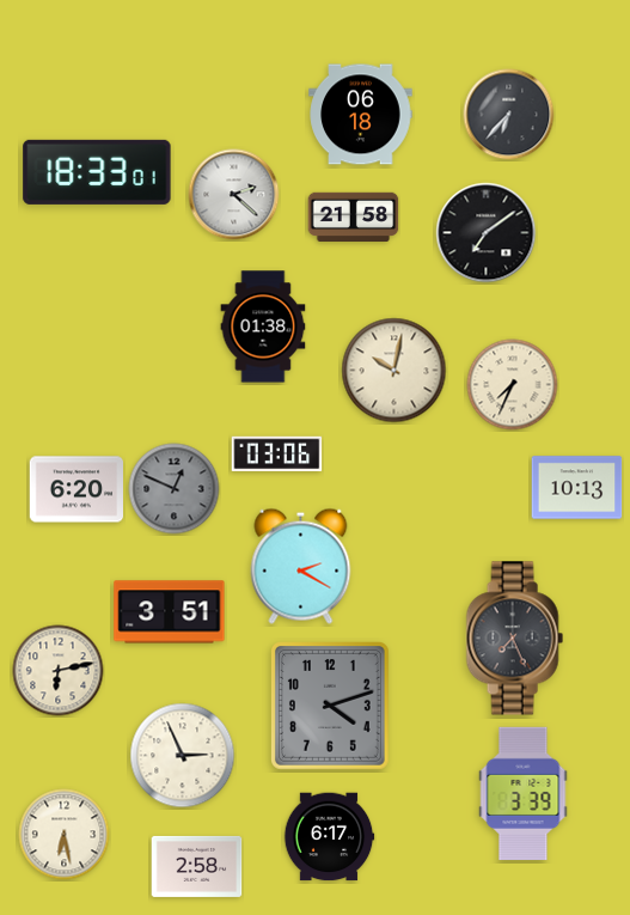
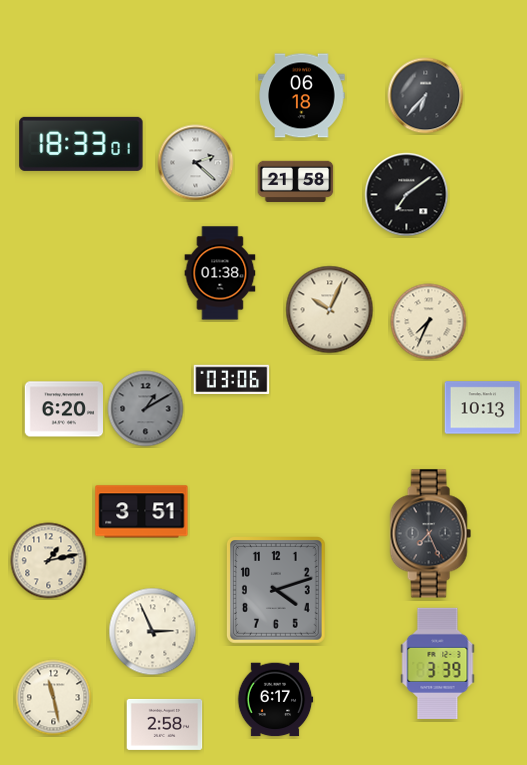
clock at (394, 371): 10:02 -> 10:04
clock at (175, 489): 12:49 -> 1:10
clock at (301, 566): 2:20 -> none
clock at (59, 671): 6:13 -> 1:13
clock at (65, 835): 6:28 -> 11:28
